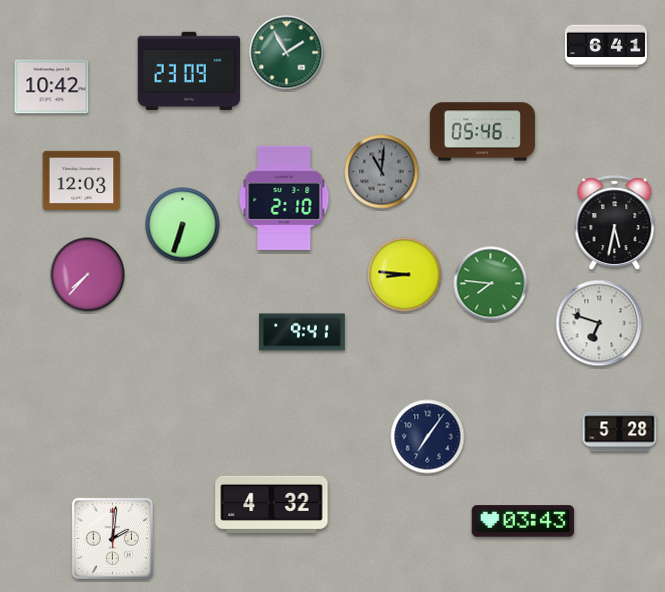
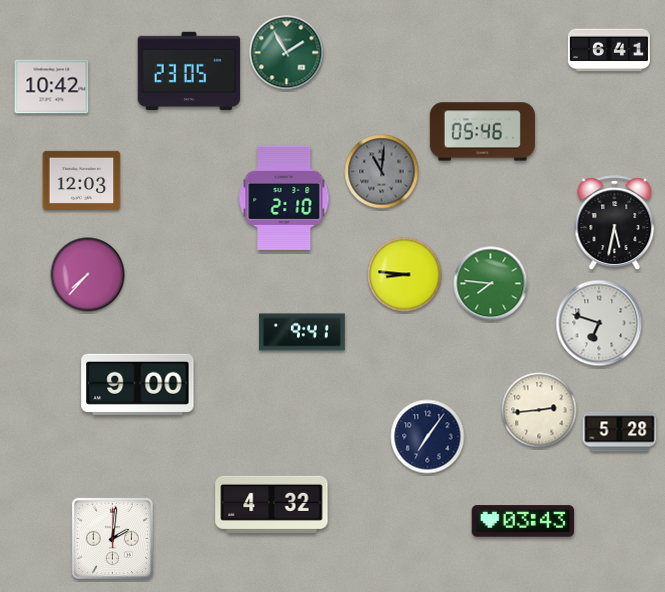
clock at (606, 46) position: (606, 46) -> (609, 50)
clock at (189, 71): 23:09 -> 23:05
clock at (183, 225): 6:33 -> none
clock at (138, 384): none -> 9:00
clock at (539, 410): none -> 2:44
